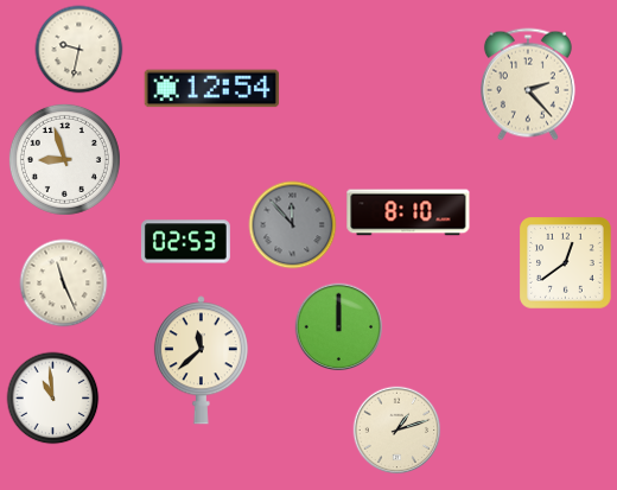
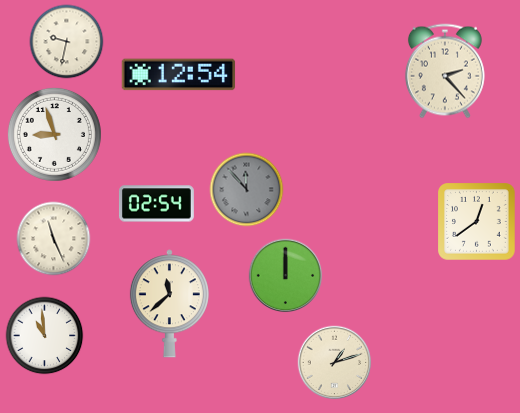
clock at (408, 212): 8:10 -> none
clock at (185, 242): 02:53 -> 02:54
